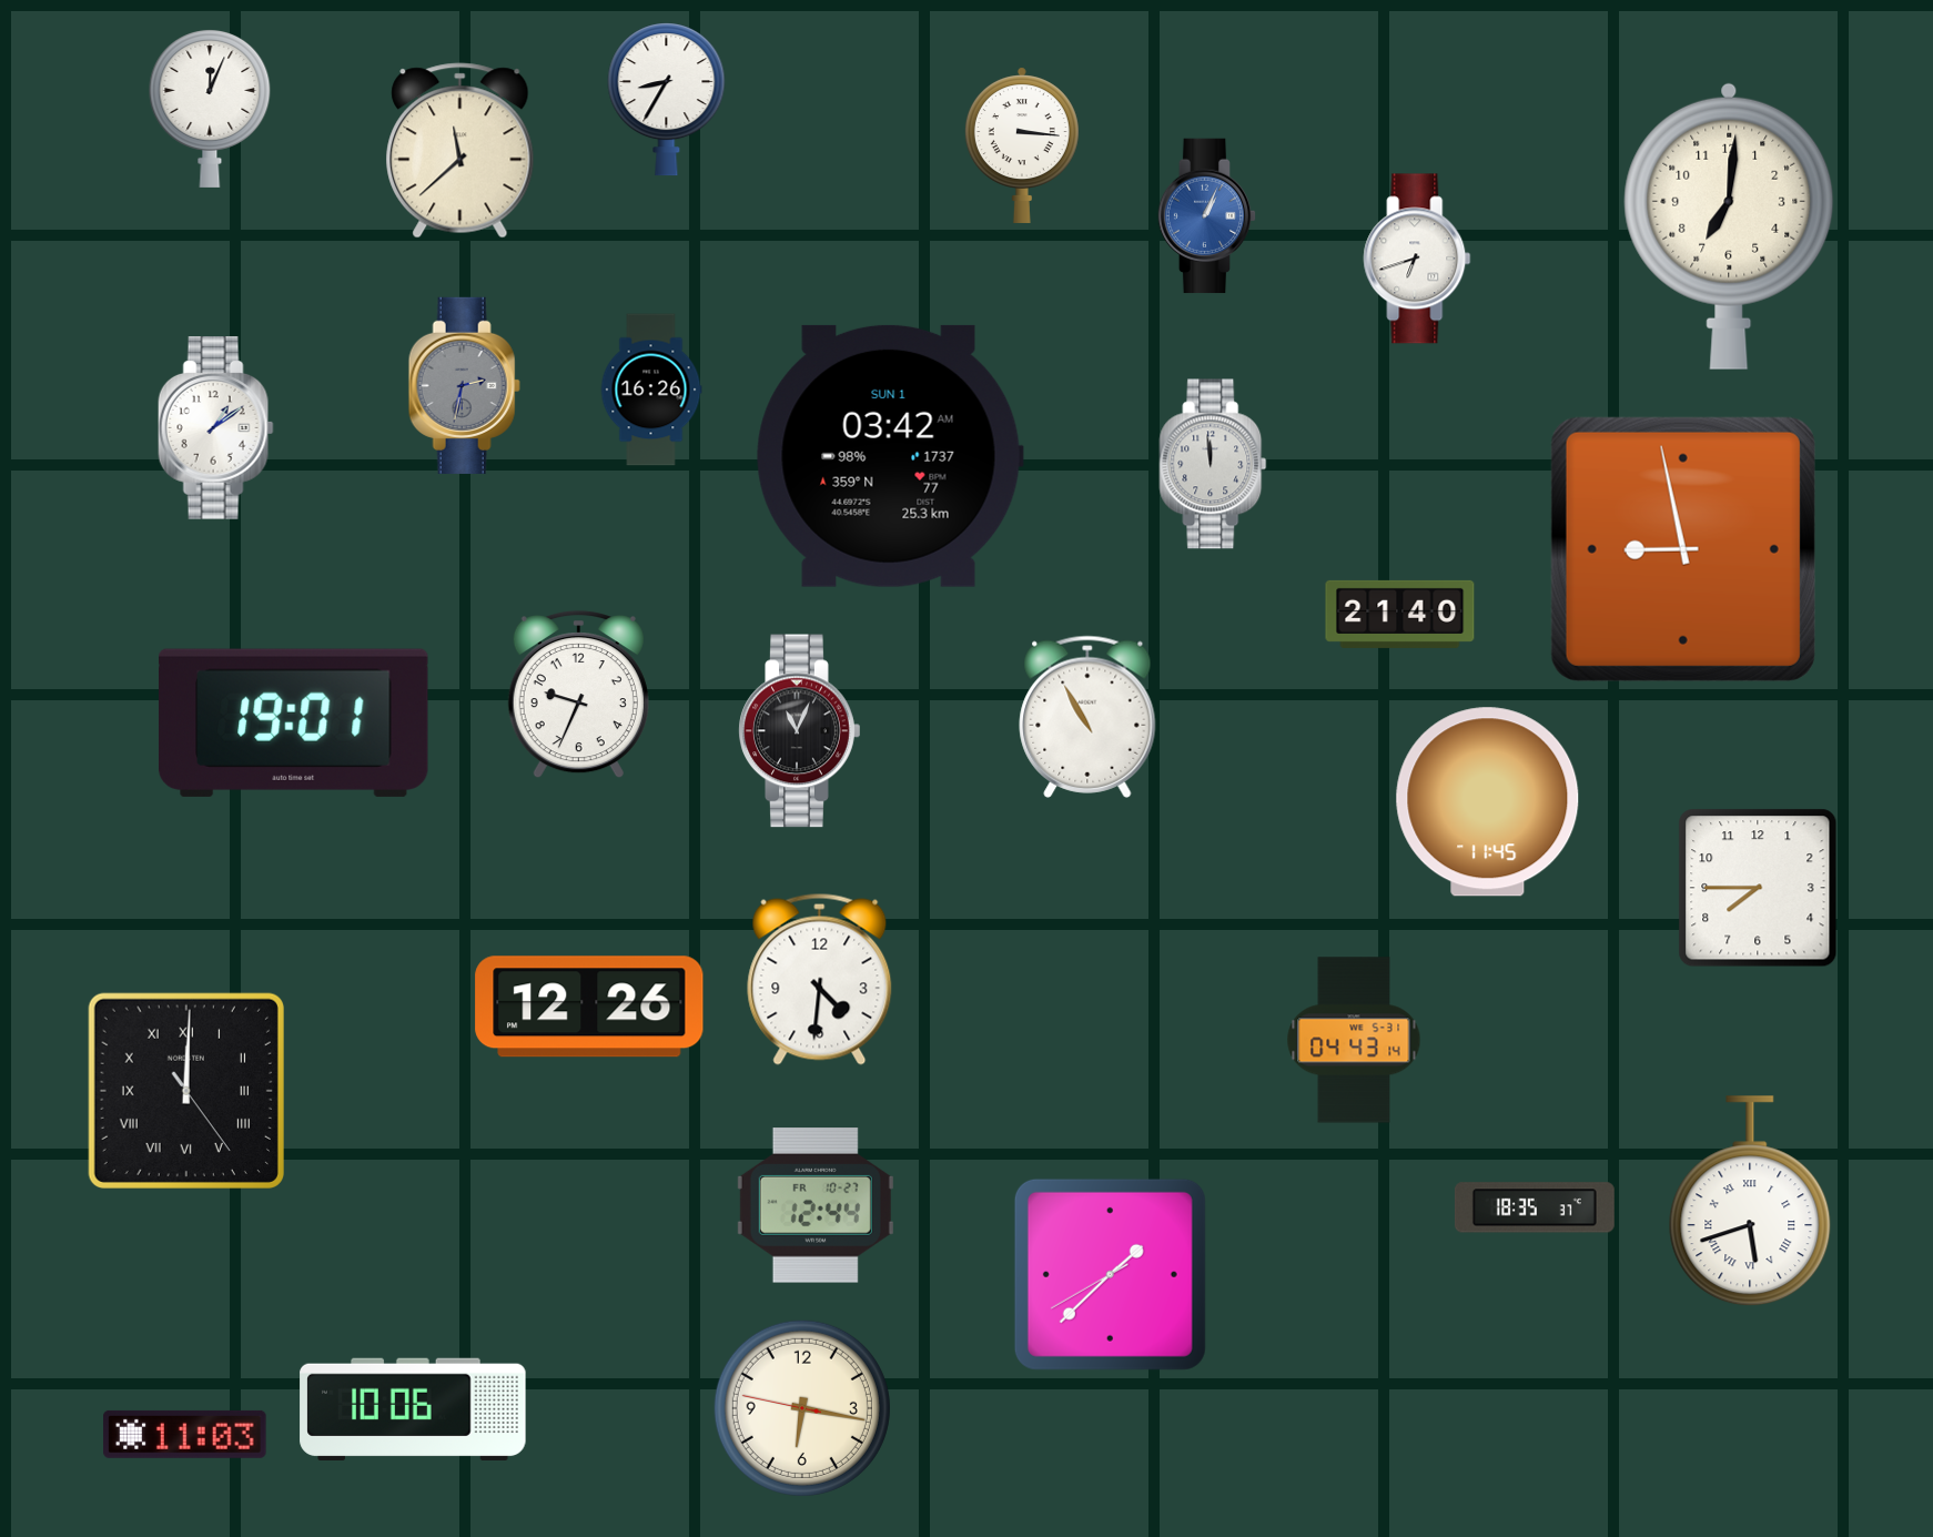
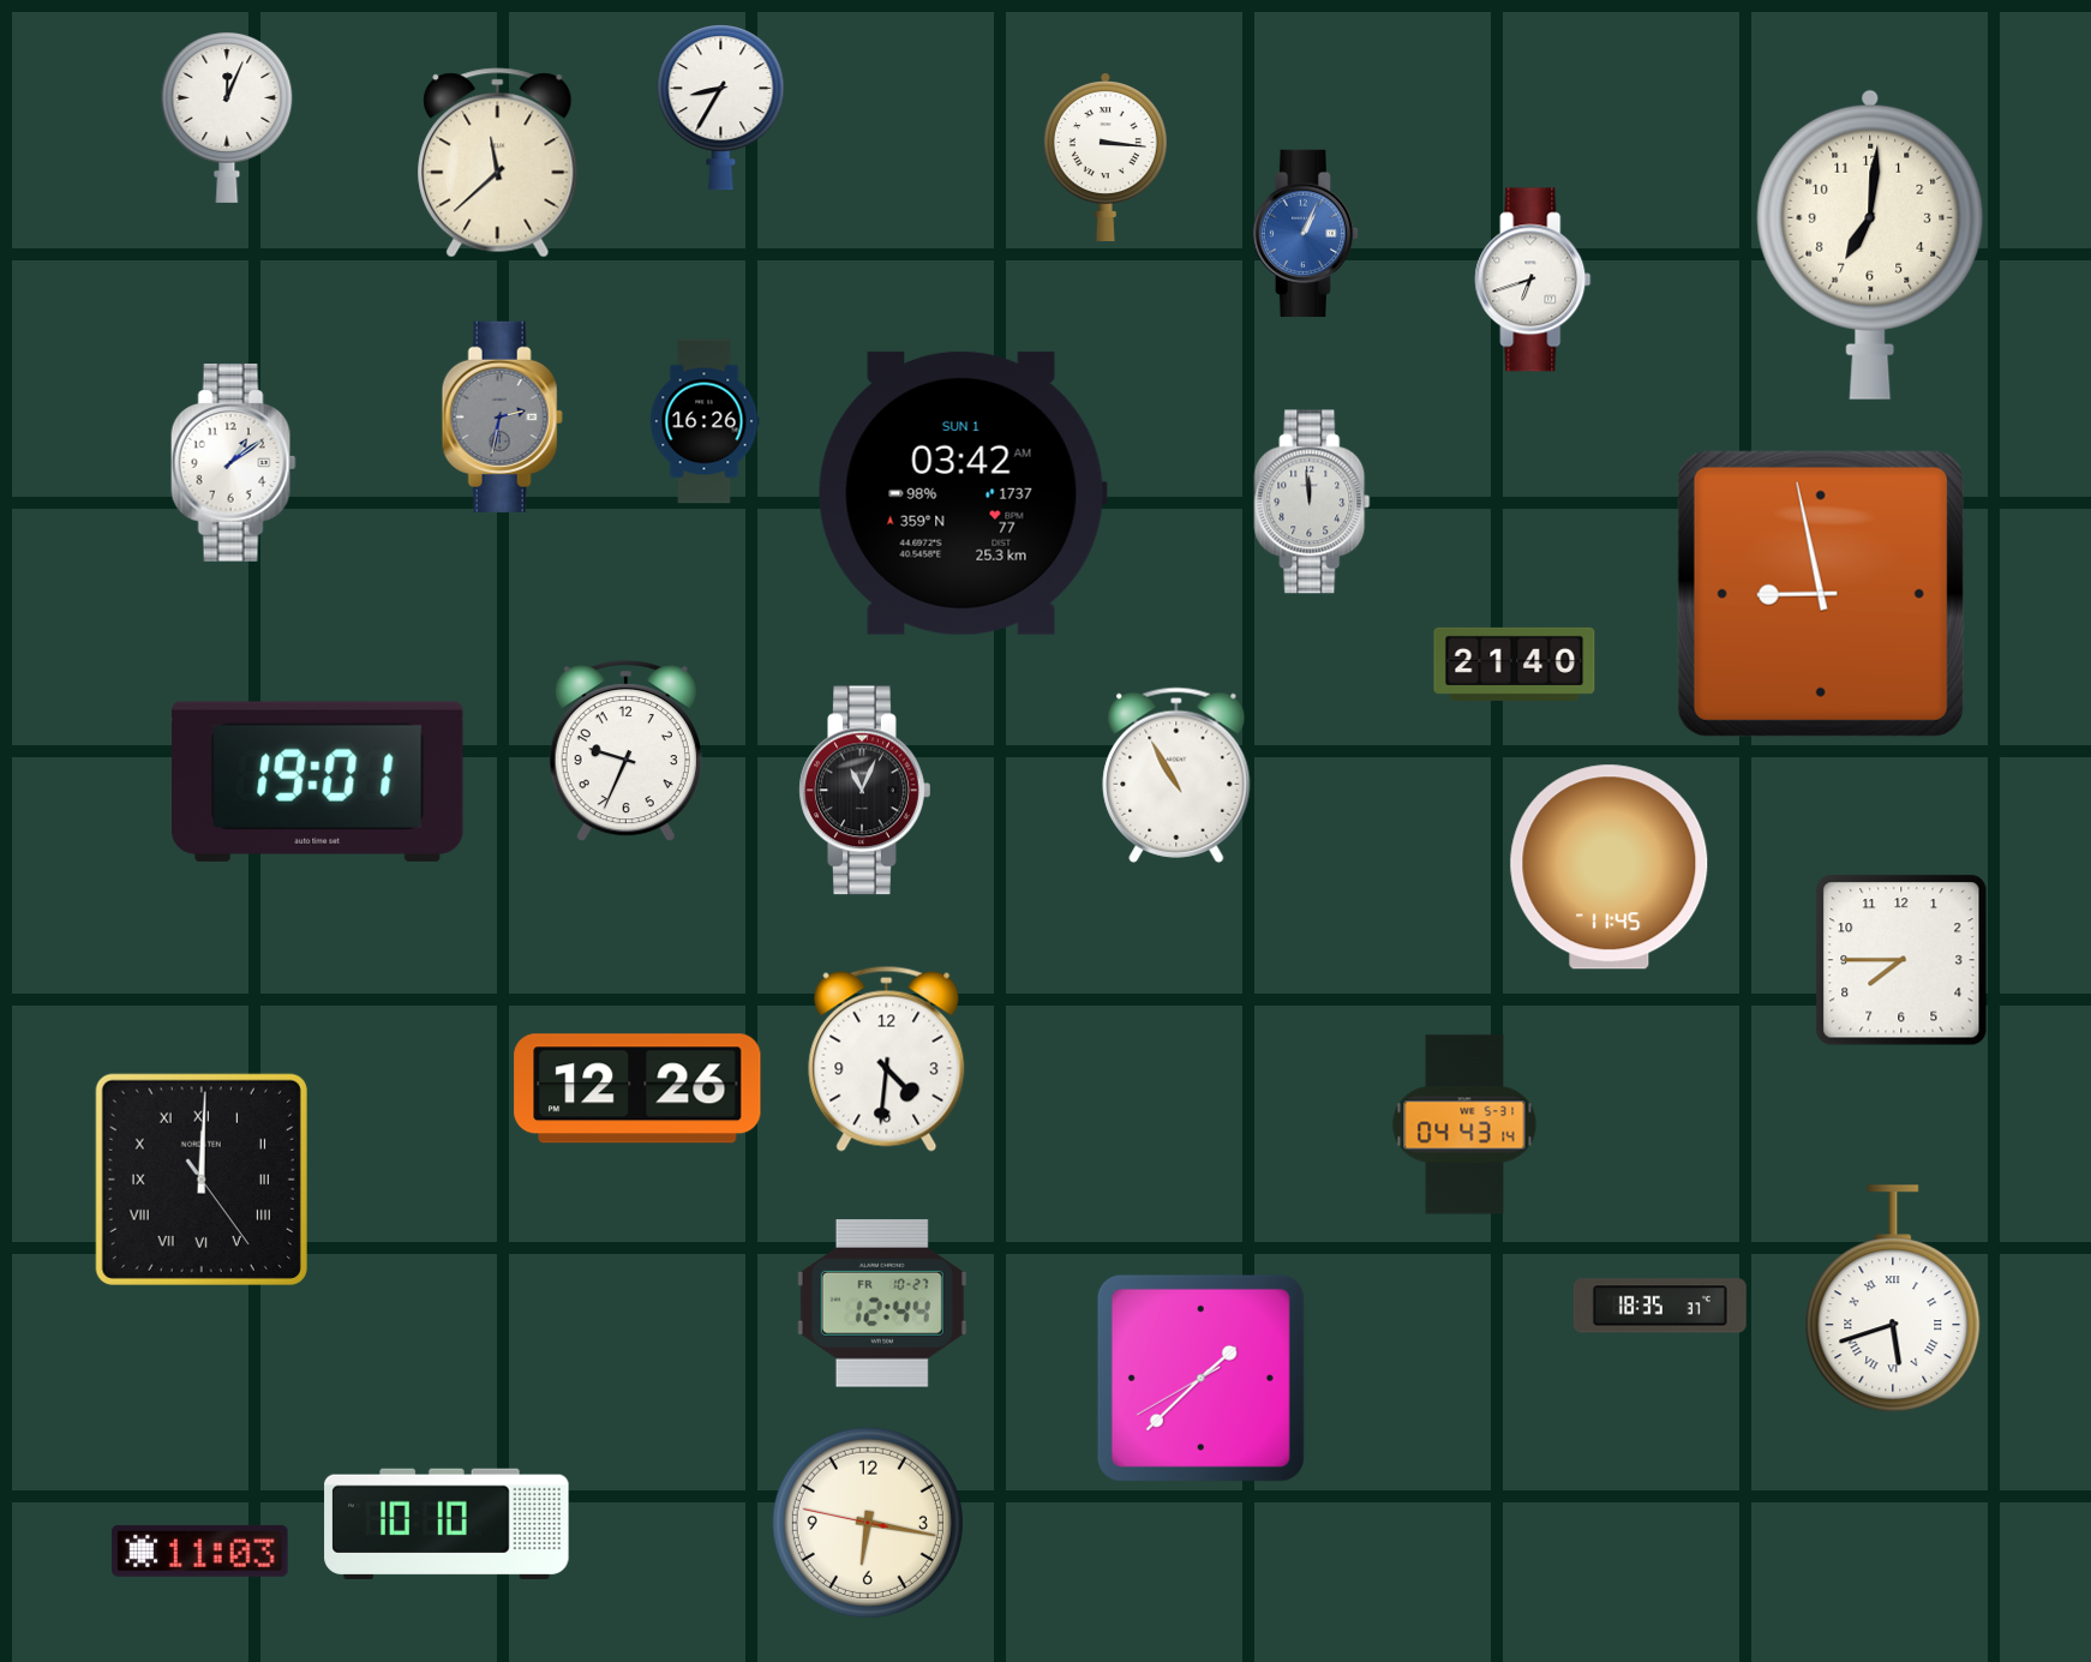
clock at (413, 1409): 10:06 -> 10:10
